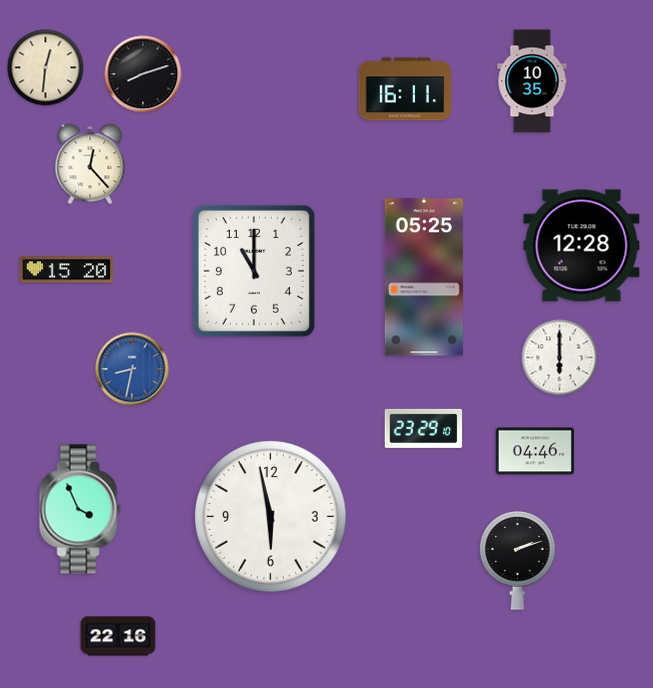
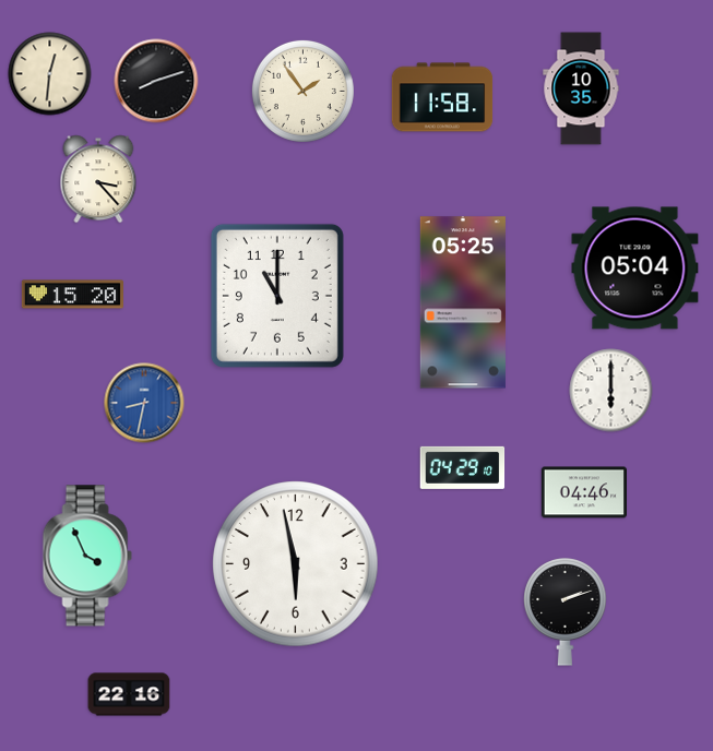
clock at (302, 91): none -> 1:54
clock at (405, 89): 16:11 -> 11:58
clock at (90, 164): 12:23 -> 3:23
clock at (582, 246): 12:28 -> 05:04
clock at (424, 428): 23:29 -> 04:29
